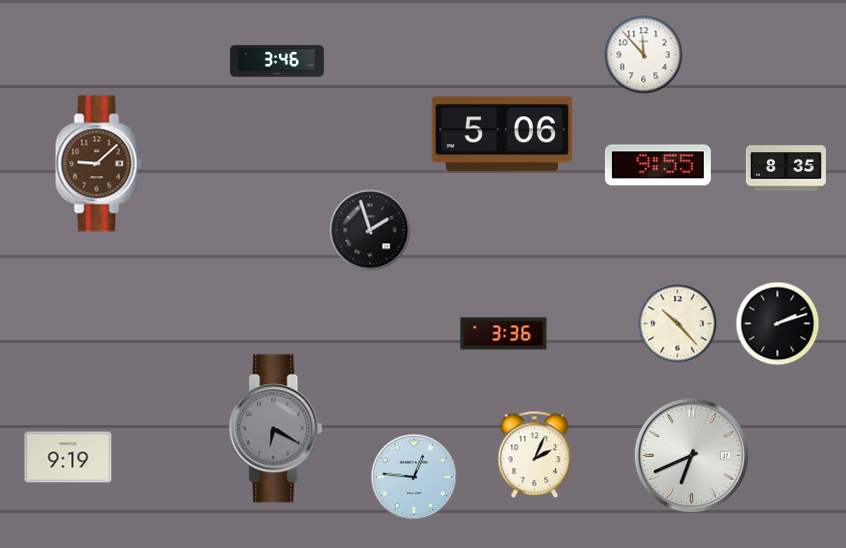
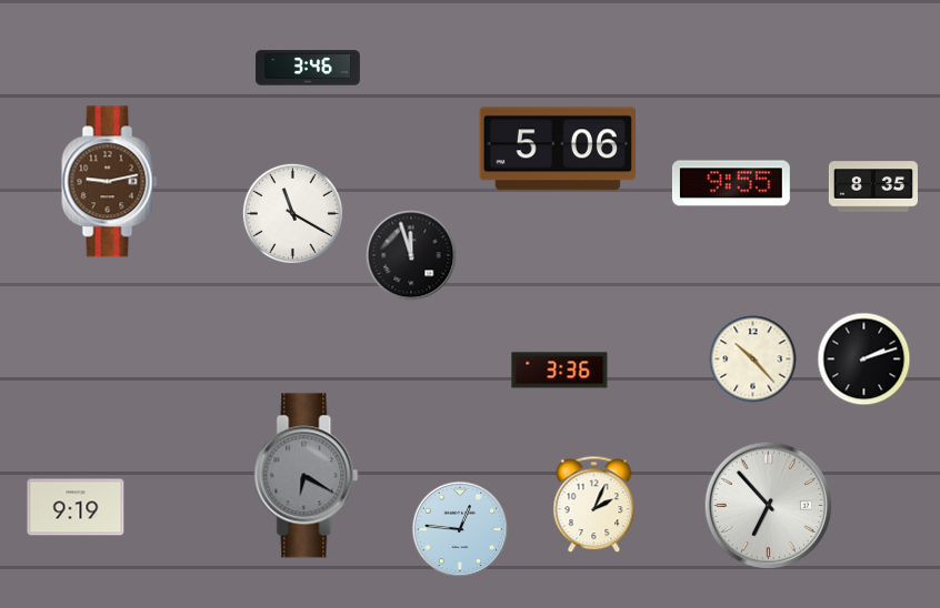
clock at (644, 55): 11:53 -> none
clock at (99, 164): 9:08 -> 9:13
clock at (292, 213): none -> 11:20
clock at (370, 230): 1:57 -> 11:57
clock at (691, 455): 6:41 -> 6:53
